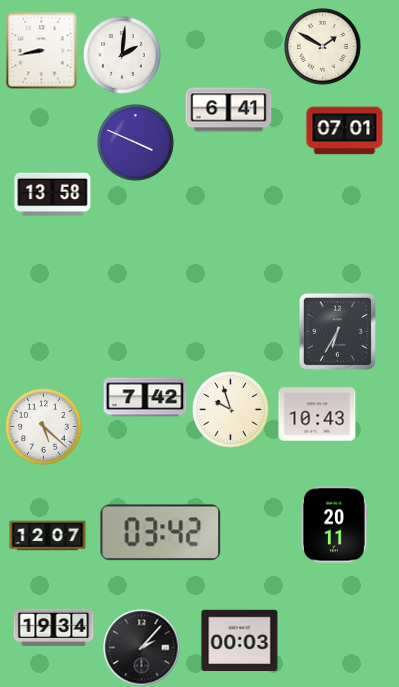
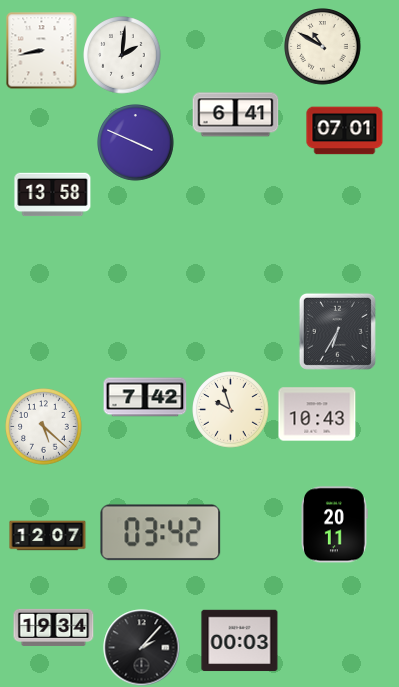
clock at (323, 47): 1:50 -> 10:50
clock at (229, 110) position: (229, 110) -> (236, 115)
